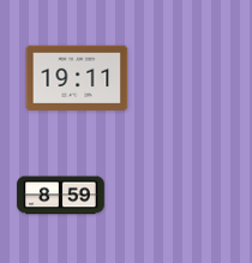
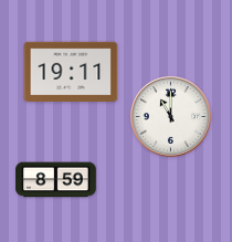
clock at (170, 116): none -> 11:00
